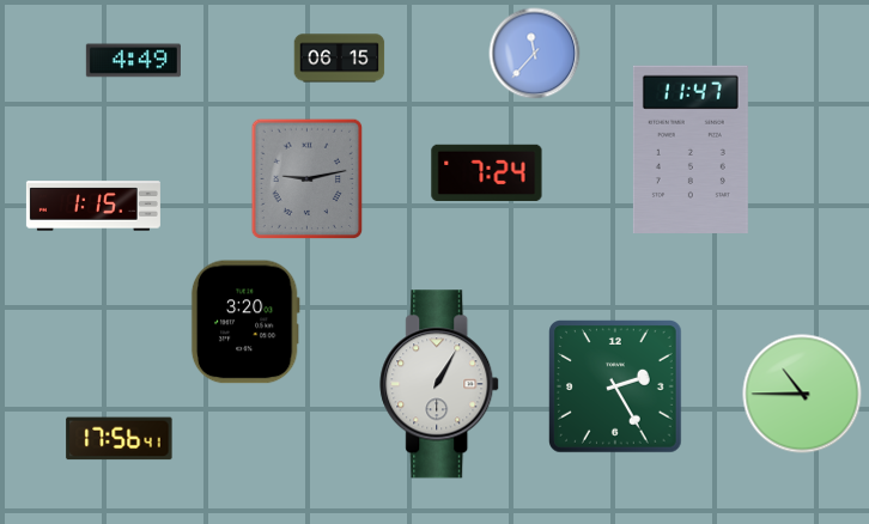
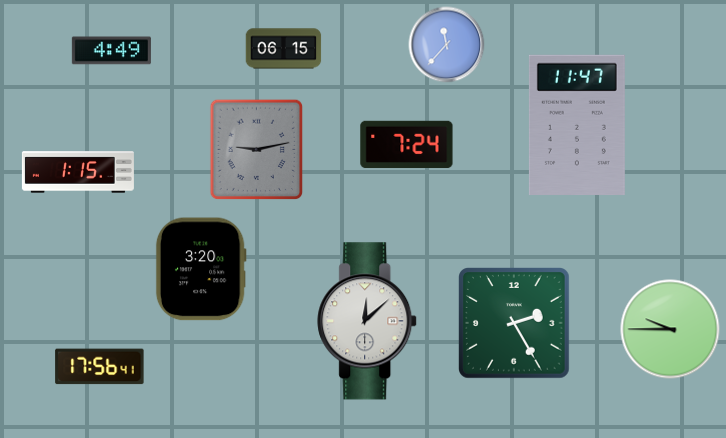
clock at (245, 322) position: (245, 322) -> (201, 269)
clock at (440, 384): 1:05 -> 12:08
clock at (802, 394): 10:45 -> 9:45
